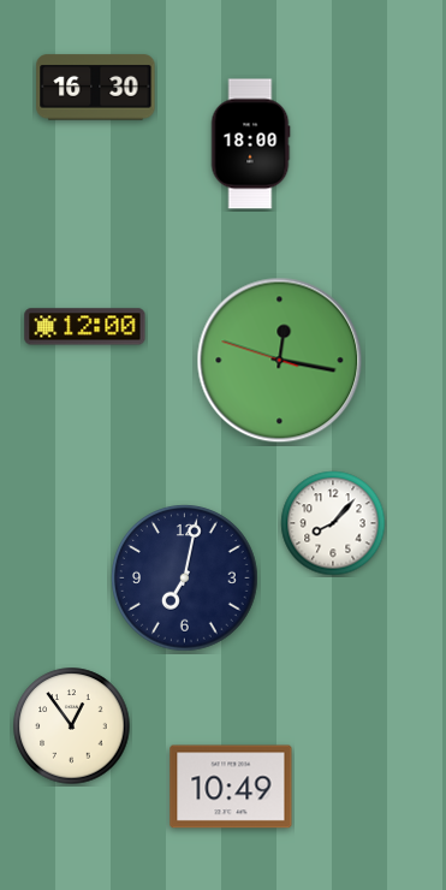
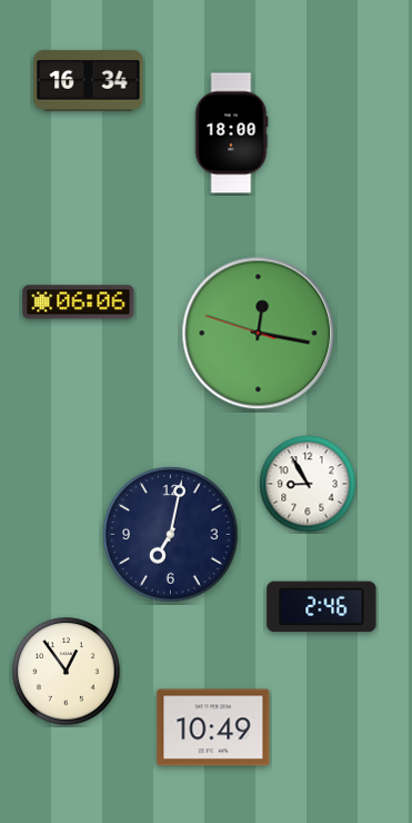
clock at (96, 88): 16:30 -> 16:34
clock at (85, 327): 12:00 -> 06:06
clock at (333, 523): 8:07 -> 8:55
clock at (322, 607): none -> 2:46
